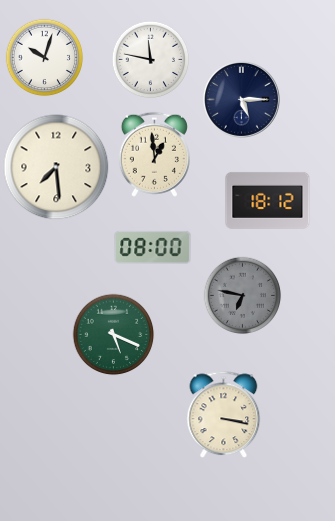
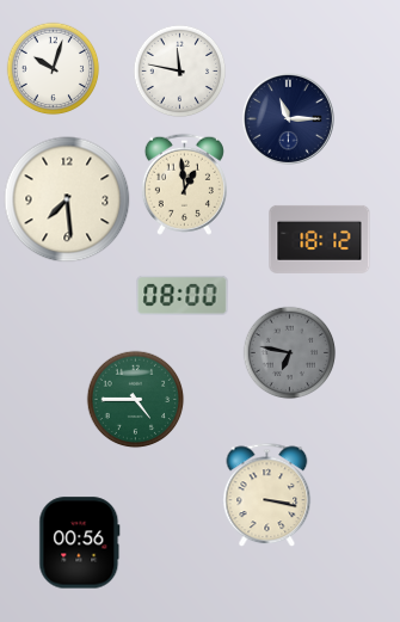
clock at (241, 99): 5:15 -> 11:15
clock at (113, 334): 5:19 -> 4:45
clock at (80, 543): none -> 00:56
